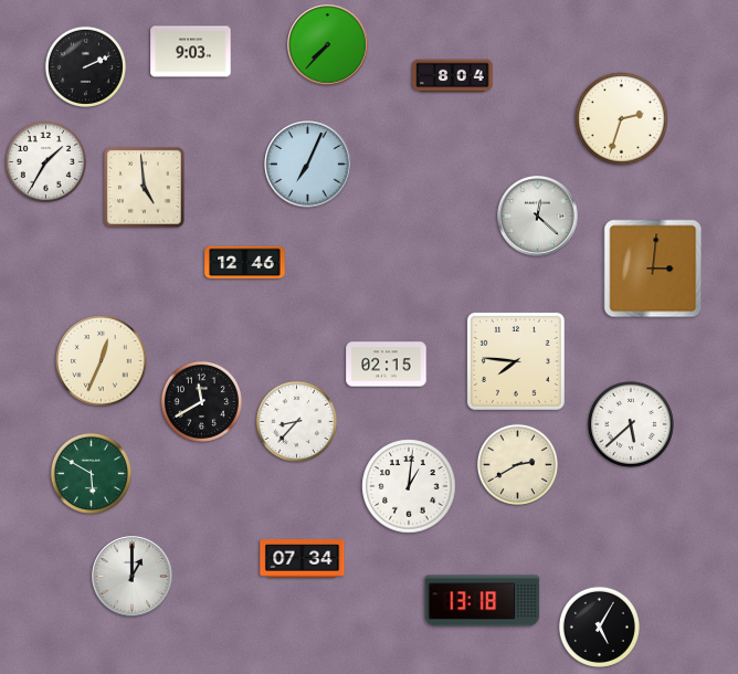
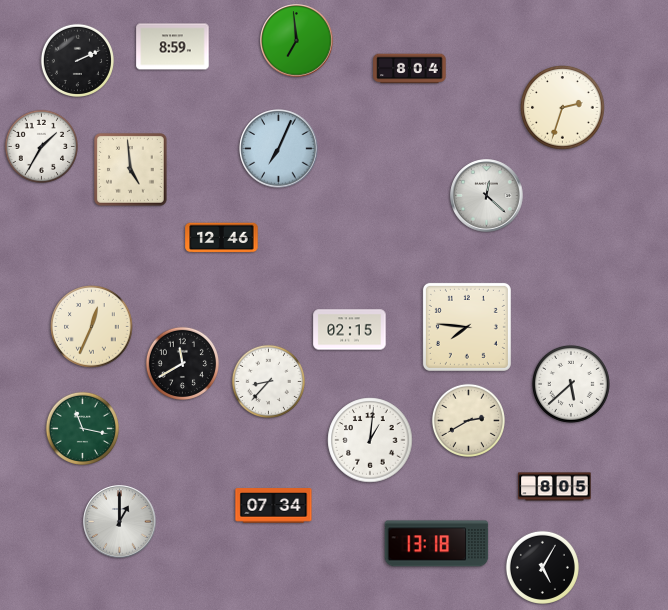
clock at (328, 45): 7:37 -> 6:59
clock at (191, 52): 9:03 -> 8:59
clock at (653, 268): 3:01 -> none
clock at (91, 473): 5:50 -> 11:17
clock at (555, 487): none -> 8:05
